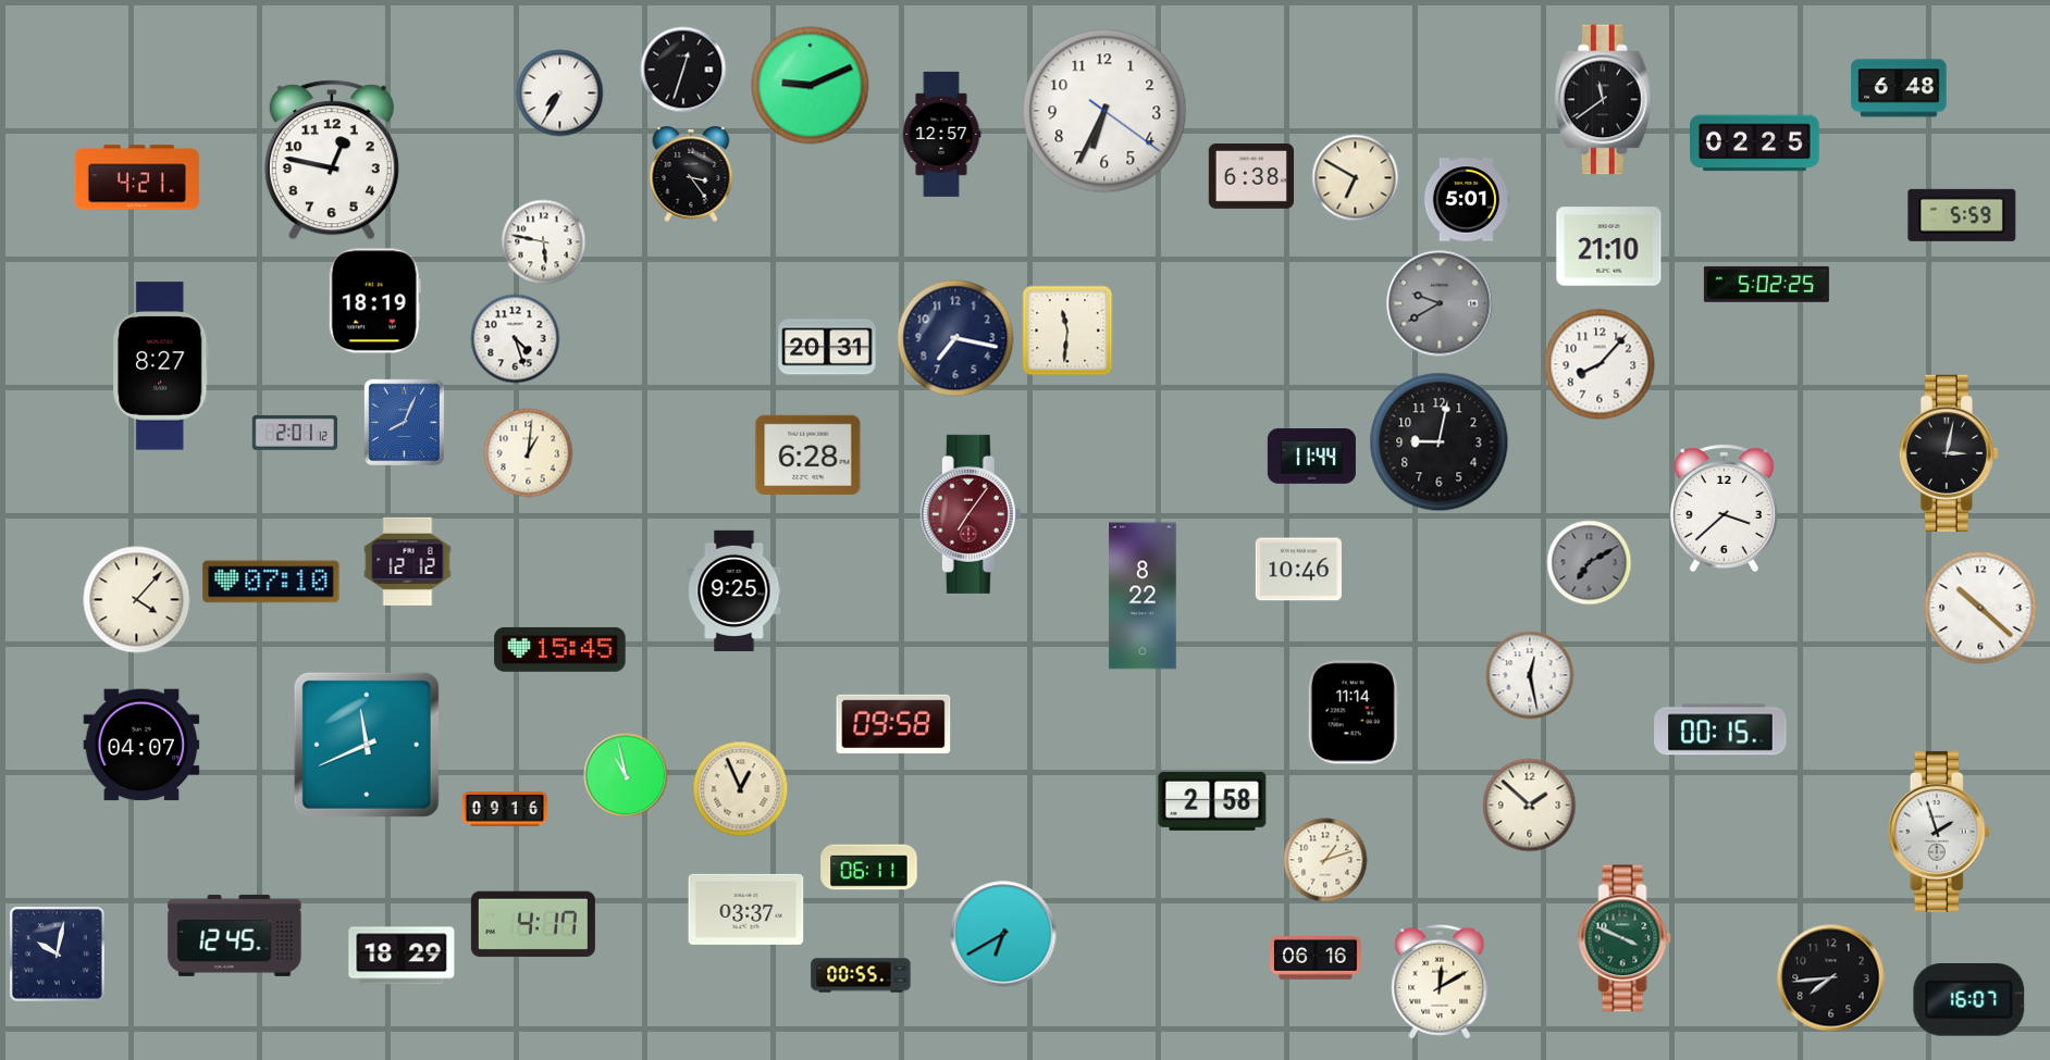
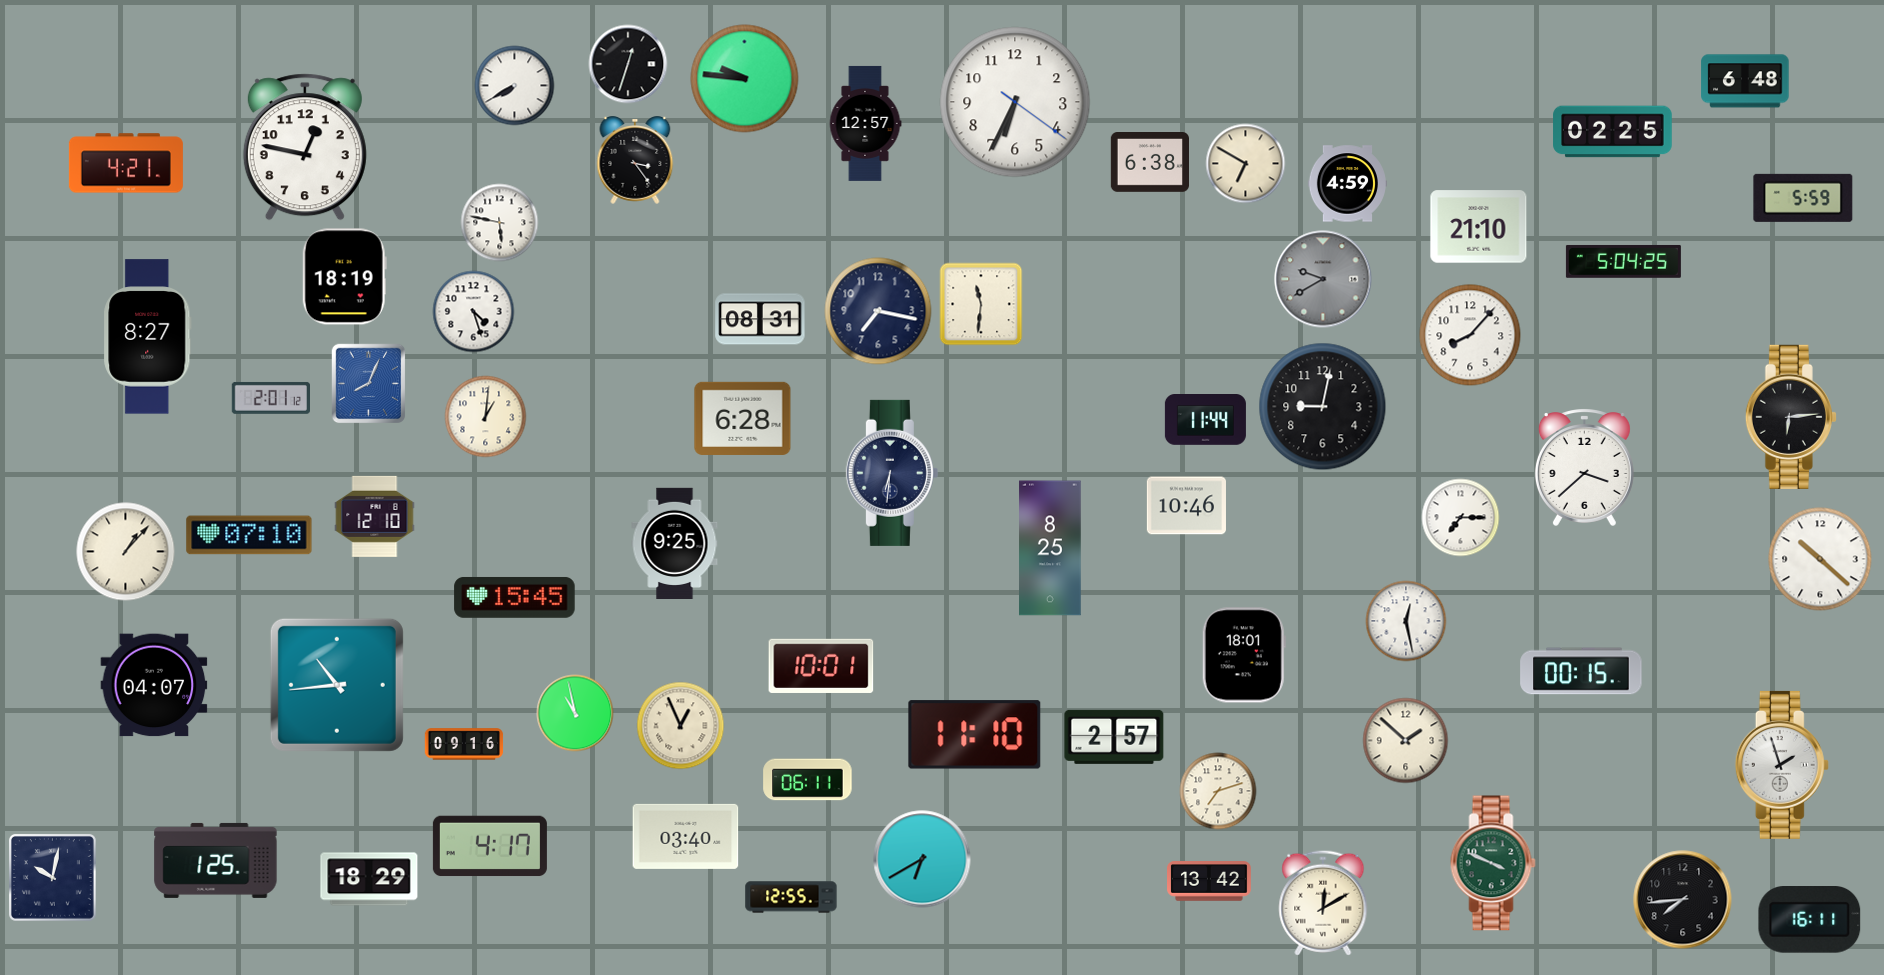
clock at (811, 86): 9:11 -> 9:46
clock at (560, 93): 7:35 -> 7:40
clock at (1603, 100): 11:39 -> none
clock at (1466, 200): 5:01 -> 4:59
clock at (1766, 285): 5:02 -> 5:04
clock at (827, 347): 20:31 -> 08:31
clock at (405, 423) position: (405, 423) -> (369, 384)
clock at (1949, 453): 3:02 -> 6:14
clock at (971, 514): 7:06 -> 6:31
clock at (971, 514) dial: burgundy -> navy
clock at (408, 561): 12:12 -> 12:10
clock at (1590, 563): 7:10 -> 7:15
clock at (1590, 563) dial: grey -> white
clock at (1298, 570) position: (1298, 570) -> (1186, 506)
clock at (1143, 596): 8:22 -> 8:25
clock at (137, 600): 4:07 -> 1:07
clock at (1354, 712): 11:14 -> 18:01
clock at (893, 724): 09:58 -> 10:01
clock at (141, 745) position: (141, 745) -> (154, 685)
clock at (367, 745): 11:41 -> 10:44
clock at (975, 735): none -> 11:10
clock at (1212, 801): 2:58 -> 2:57
clock at (1325, 860): 1:12 -> 7:12
clock at (869, 868) position: (869, 868) -> (808, 780)
clock at (746, 909): 03:37 -> 03:40
clock at (533, 924) position: (533, 924) -> (490, 846)
clock at (235, 935): 12:45 -> 1:25
clock at (1317, 958): 06:16 -> 13:42
clock at (861, 975): 00:55 -> 12:55
clock at (1969, 1000): 16:07 -> 16:11
